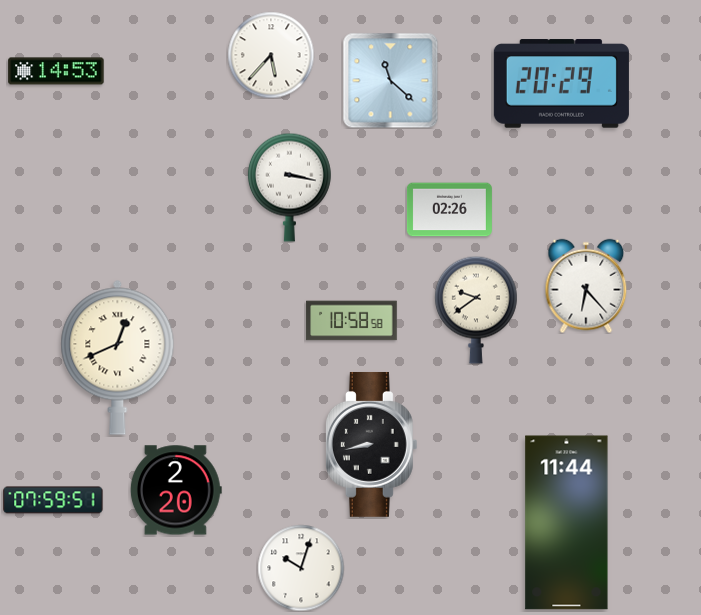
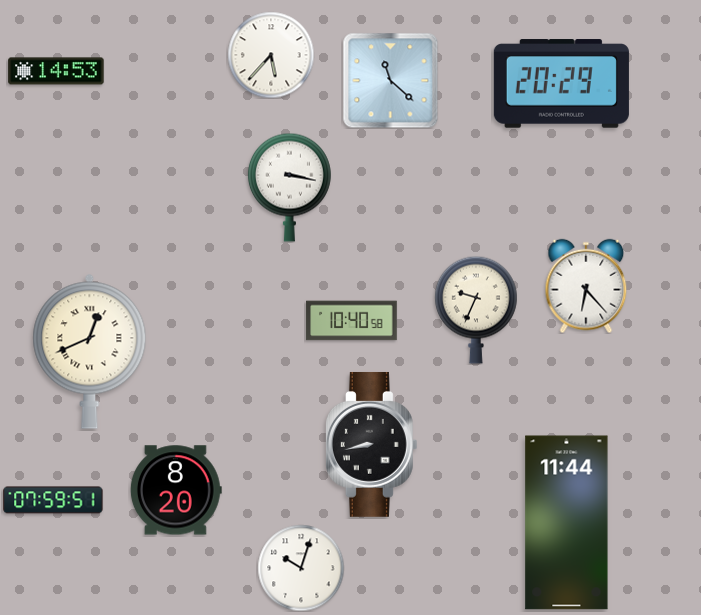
clock at (449, 210): 02:26 -> none
clock at (476, 310): 9:39 -> 9:34
clock at (352, 321): 10:58 -> 10:40
clock at (118, 357) position: (118, 357) -> (90, 351)
clock at (176, 490): 2:20 -> 8:20
